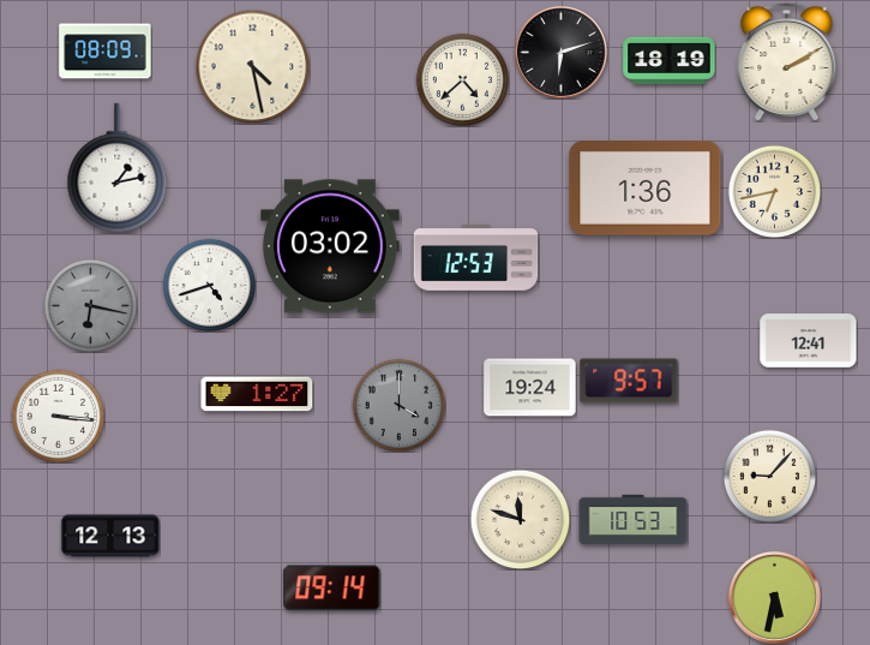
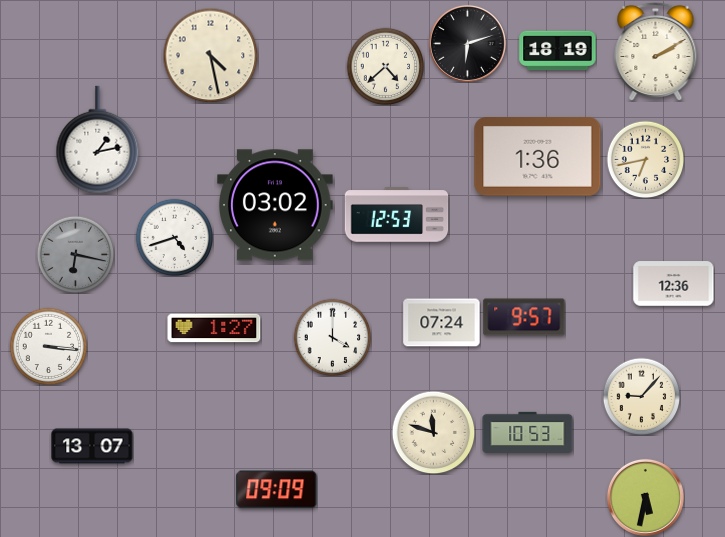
clock at (106, 52): 08:09 -> none
clock at (809, 341): 12:41 -> 12:36
clock at (530, 388): 19:24 -> 07:24
clock at (398, 405) dial: grey -> white
clock at (110, 536): 12:13 -> 13:07
clock at (332, 589): 09:14 -> 09:09
